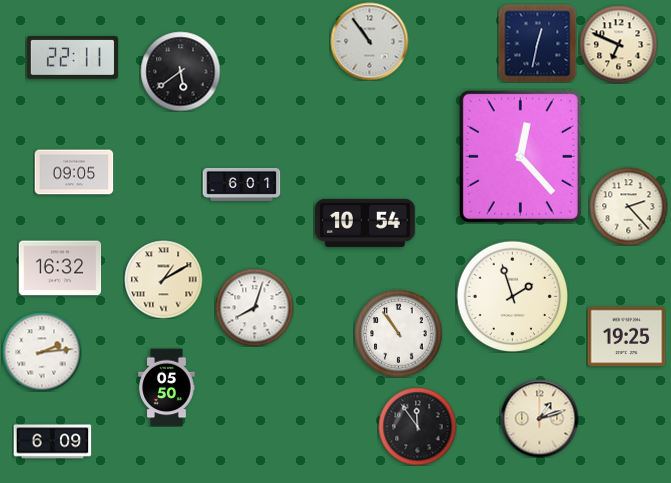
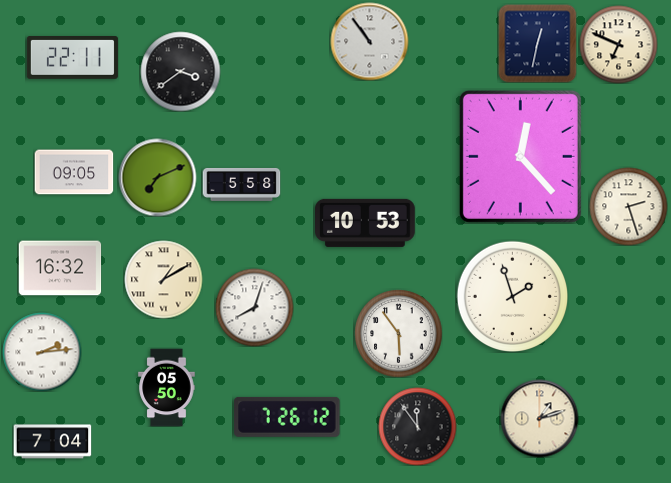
clock at (180, 71): 5:39 -> 3:39
clock at (157, 177): none -> 7:11
clock at (241, 184): 6:01 -> 5:58
clock at (628, 206): 2:23 -> 2:27
clock at (366, 223): 10:54 -> 10:53
clock at (398, 333): 10:54 -> 5:54
clock at (626, 337): 19:25 -> none
clock at (287, 417): none -> 7:26
clock at (52, 442): 6:09 -> 7:04
